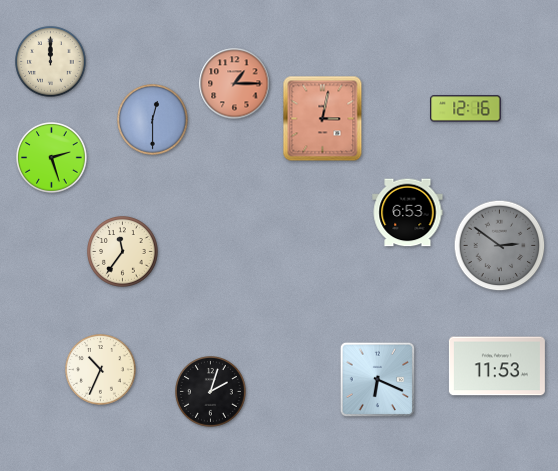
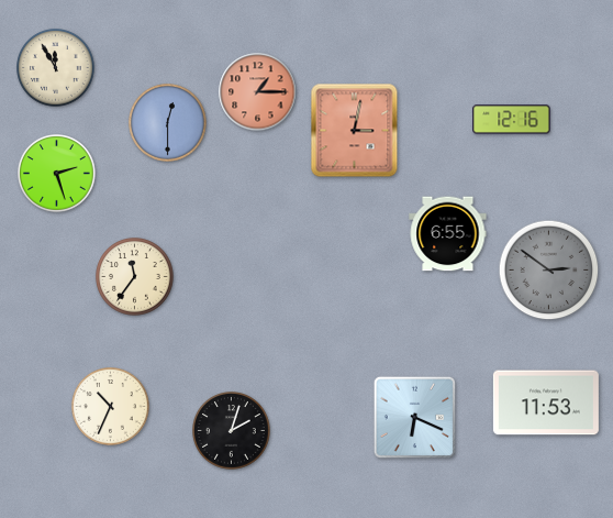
clock at (51, 62): 12:00 -> 11:55
clock at (153, 120) position: (153, 120) -> (168, 123)
clock at (408, 213): 6:53 -> 6:55
